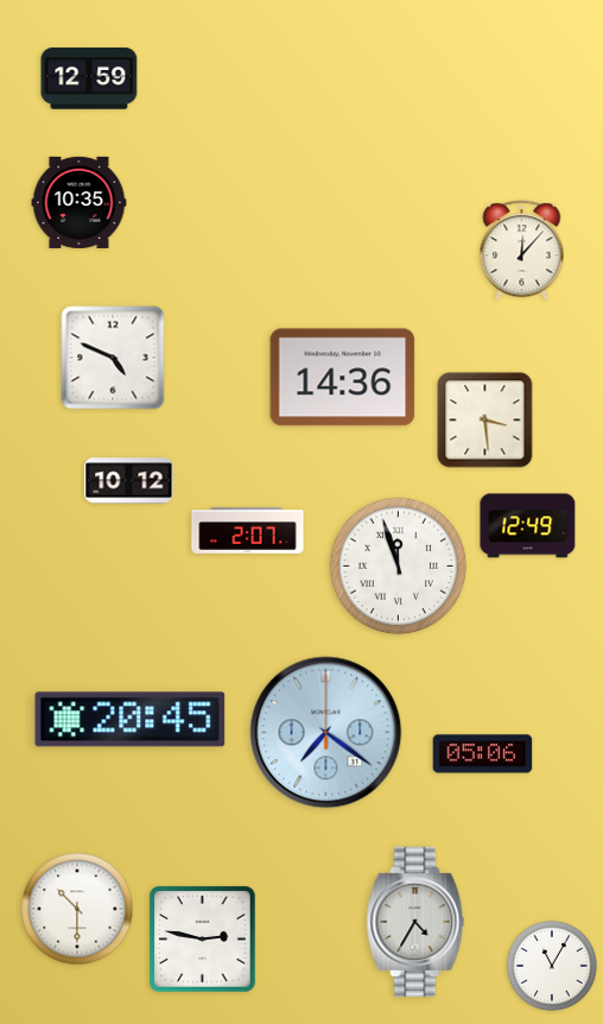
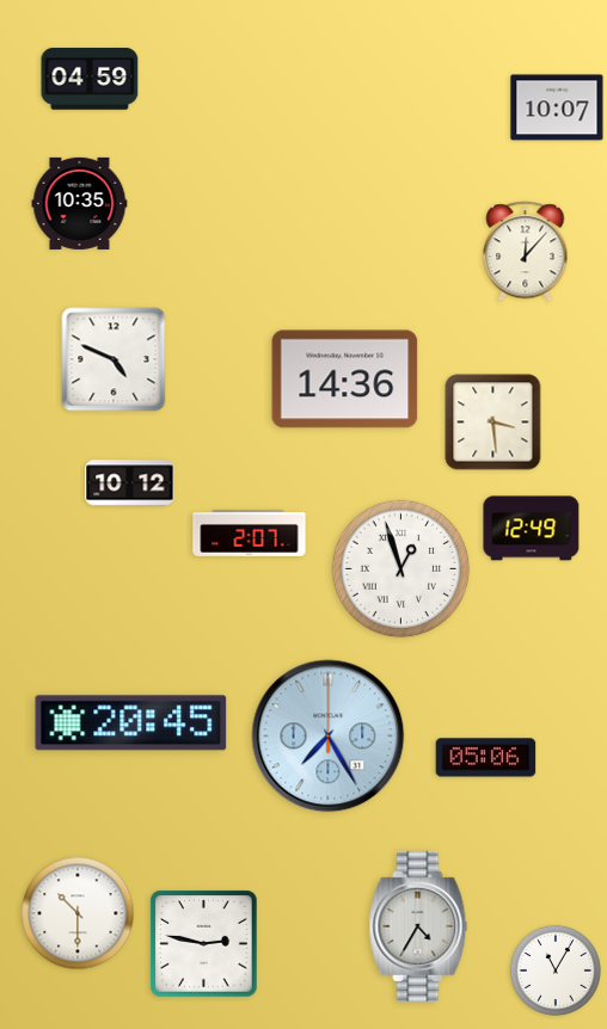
clock at (89, 78): 12:59 -> 04:59
clock at (557, 107): none -> 10:07
clock at (485, 421) position: (485, 421) -> (493, 423)
clock at (399, 567): 11:57 -> 12:57
clock at (326, 733): 7:21 -> 7:25
